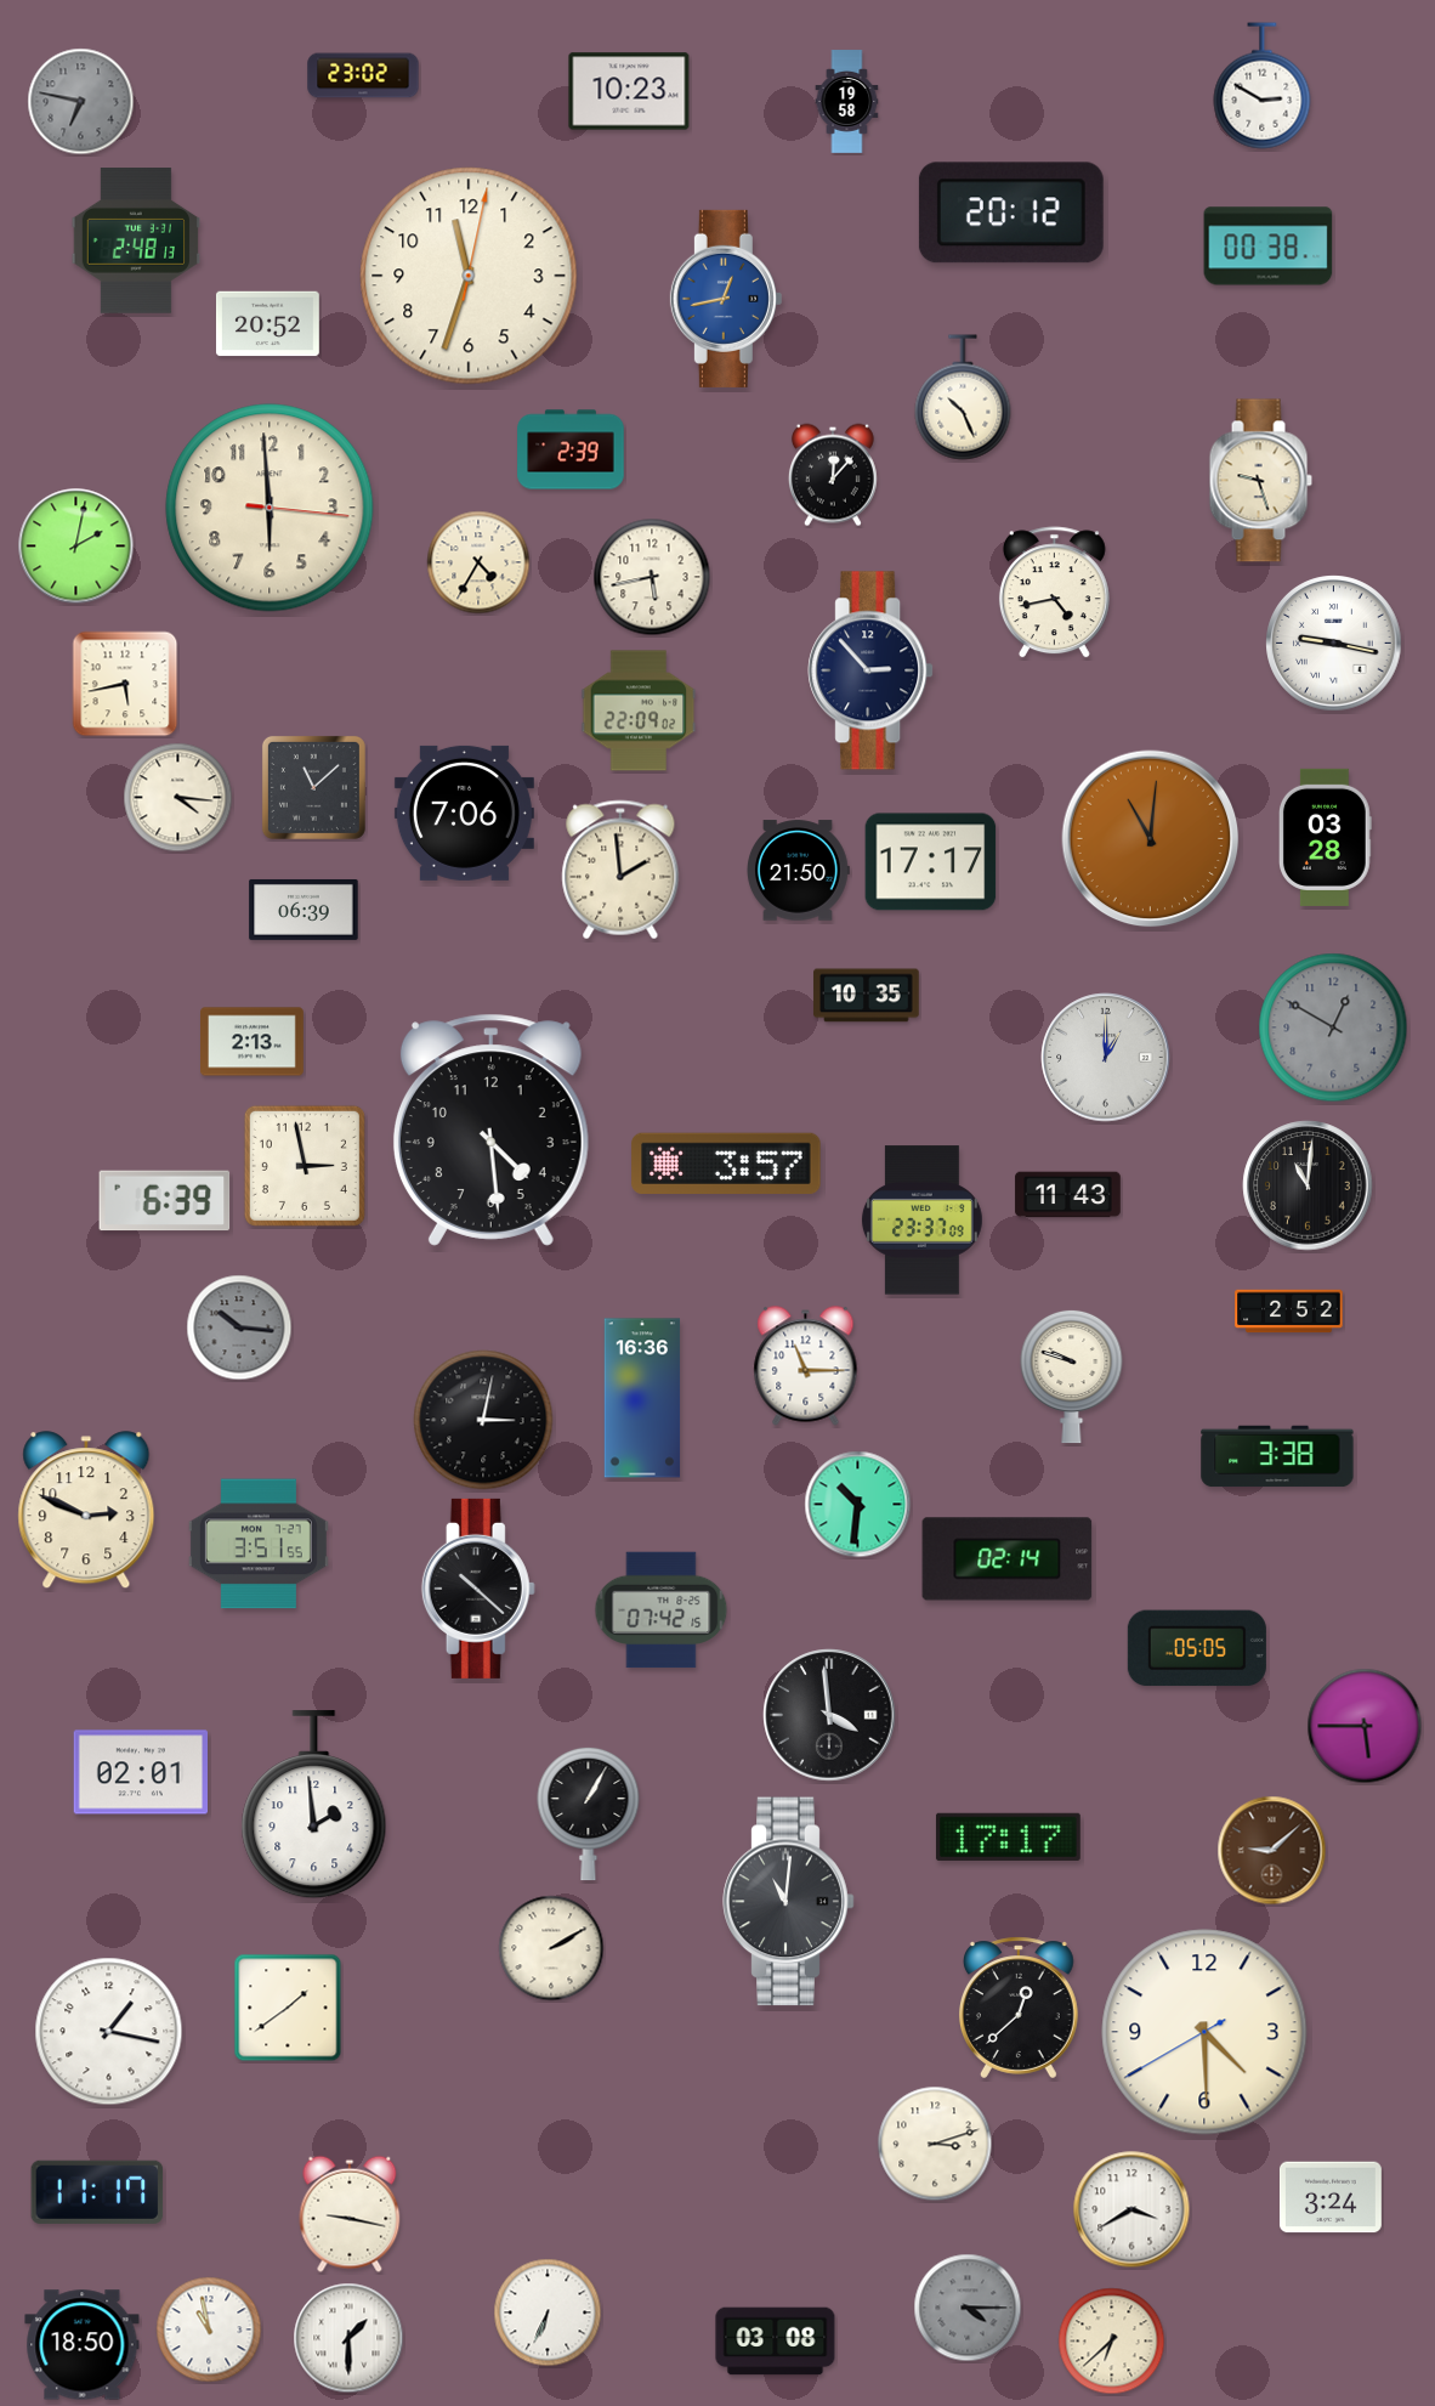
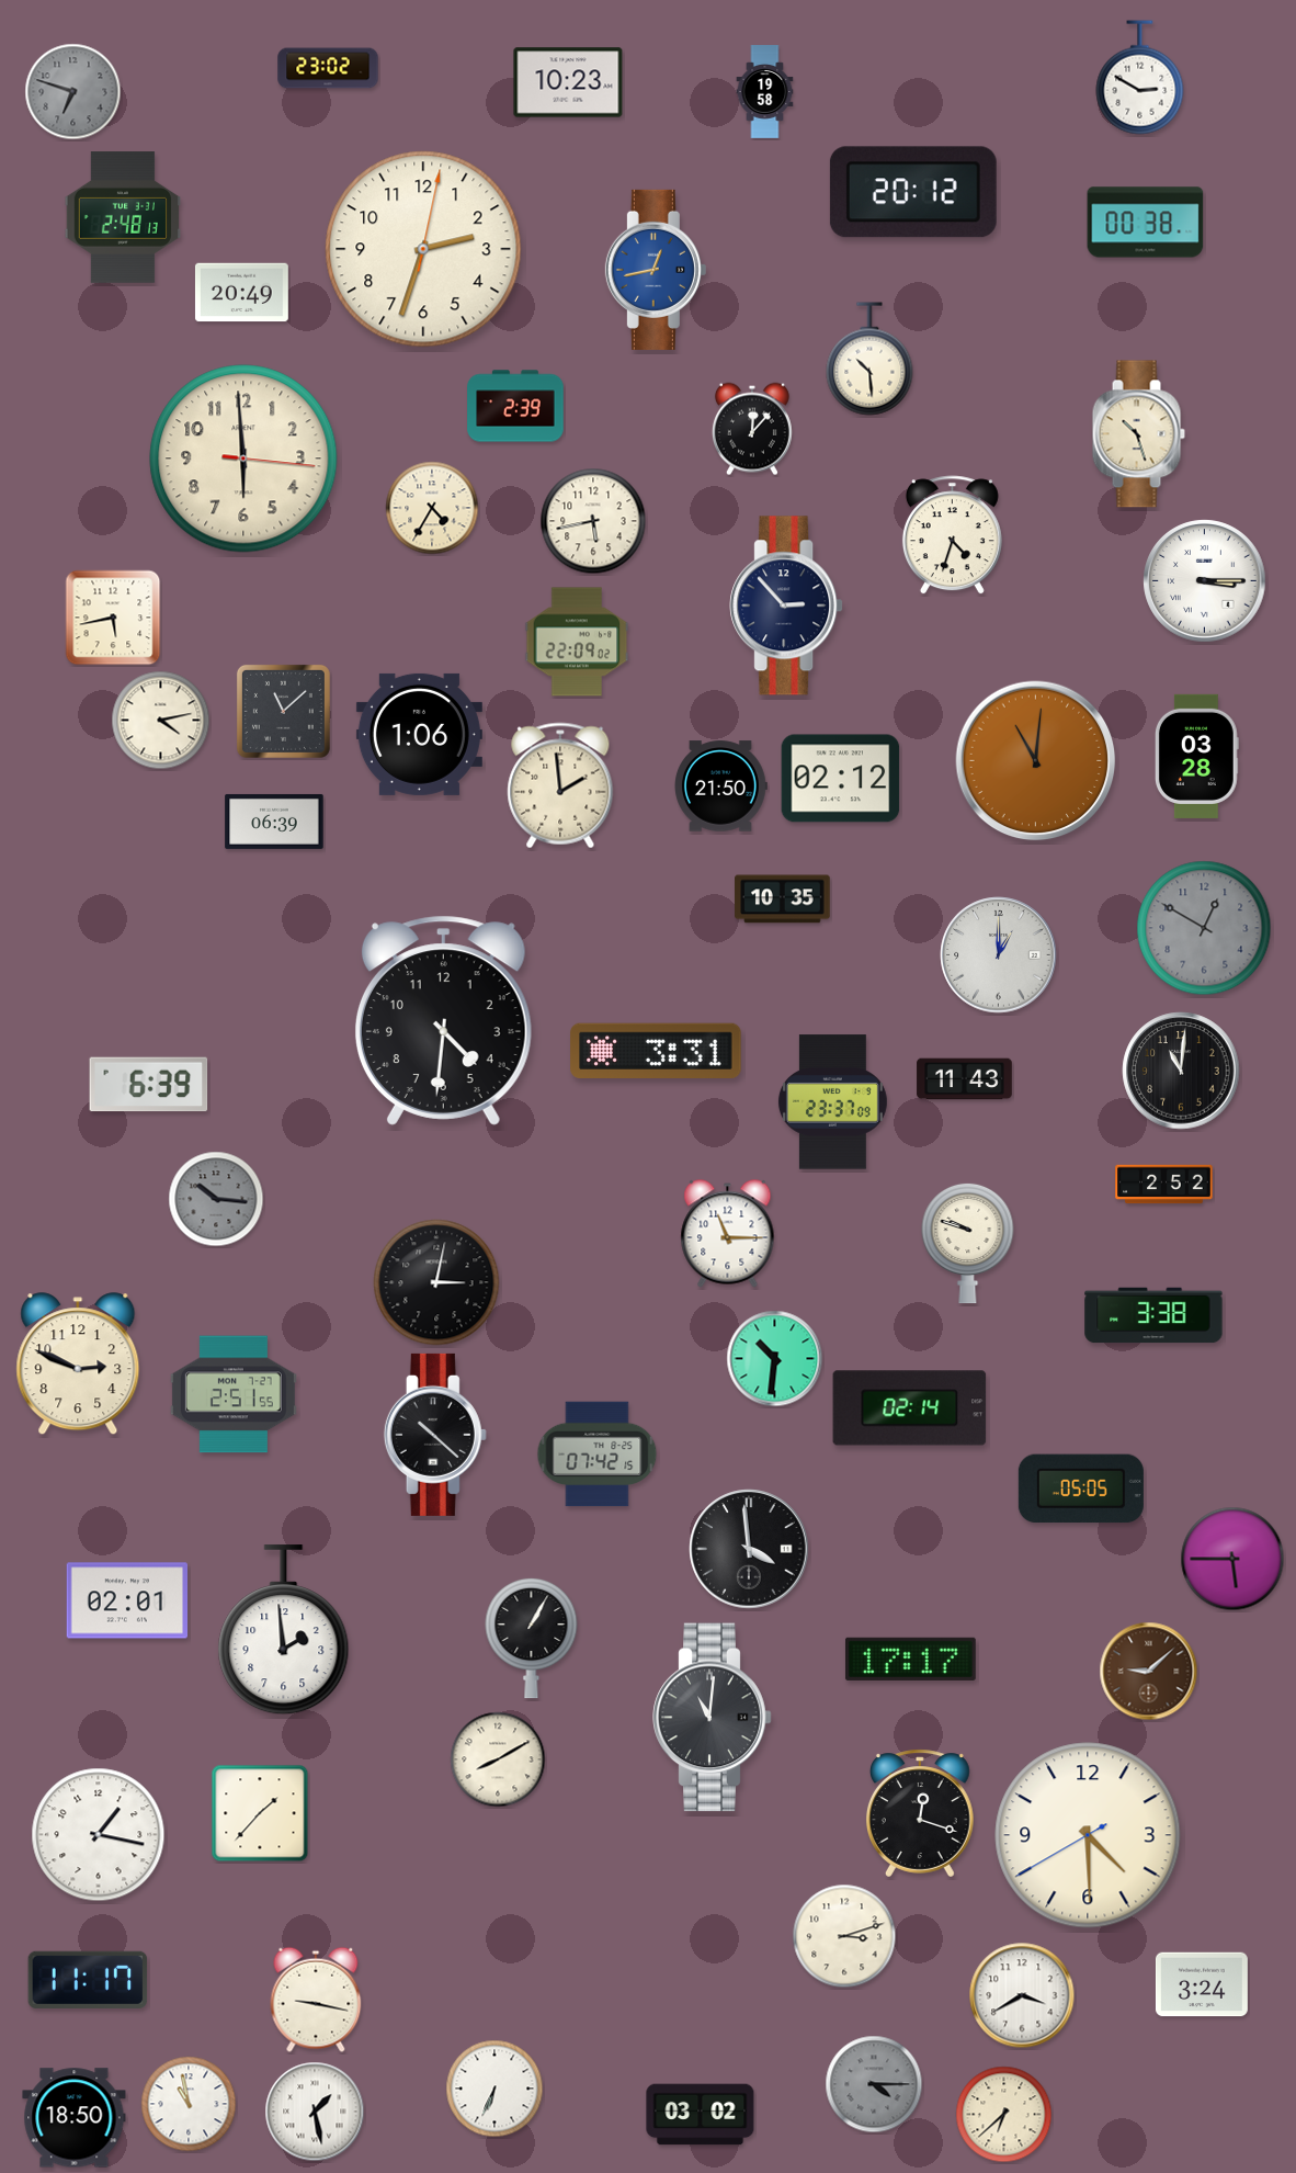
clock at (81, 102): 6:47 -> 6:48
clock at (469, 276): 11:33 -> 2:33
clock at (267, 324): 20:52 -> 20:49
clock at (963, 397): 10:26 -> 10:29
clock at (1260, 481): 9:27 -> 10:27
clock at (76, 547): 2:02 -> none
clock at (652, 577) position: (652, 577) -> (593, 521)
clock at (1054, 593): 4:43 -> 4:33
clock at (1334, 644): 9:17 -> 3:15
clock at (178, 798): 4:16 -> 4:13
clock at (464, 813): 7:06 -> 1:06
clock at (1151, 839) position: (1151, 839) -> (1036, 761)
clock at (931, 862): 17:17 -> 02:12
clock at (253, 1042): 2:13 -> none
clock at (490, 1130): 4:29 -> 4:31
clock at (726, 1164): 3:57 -> 3:31
clock at (305, 1166): 2:58 -> none
clock at (642, 1398): 16:36 -> none
clock at (259, 1544): 3:51 -> 2:51
clock at (478, 1589) position: (478, 1589) -> (435, 1435)
clock at (551, 1948): 2:10 -> 8:10
clock at (288, 2008): 1:39 -> 1:37
clock at (1019, 2008): 12:38 -> 12:18
clock at (348, 2338): 1:30 -> 1:28
clock at (776, 2342): 03:08 -> 03:02
